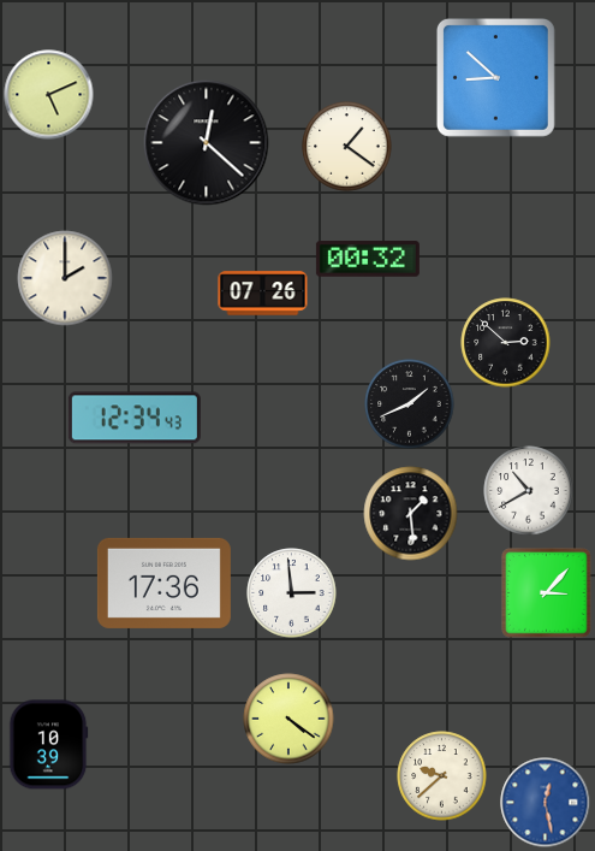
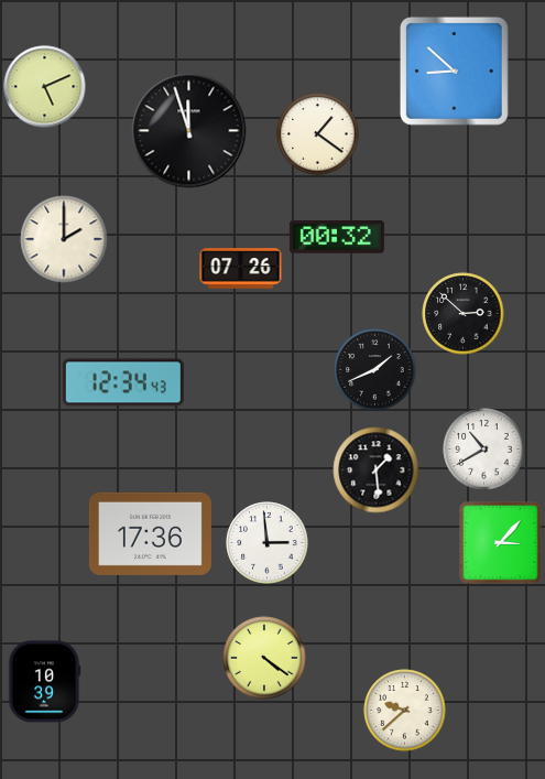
clock at (207, 143): 12:22 -> 11:57
clock at (65, 278) position: (65, 278) -> (64, 239)
clock at (546, 803): 12:28 -> none
